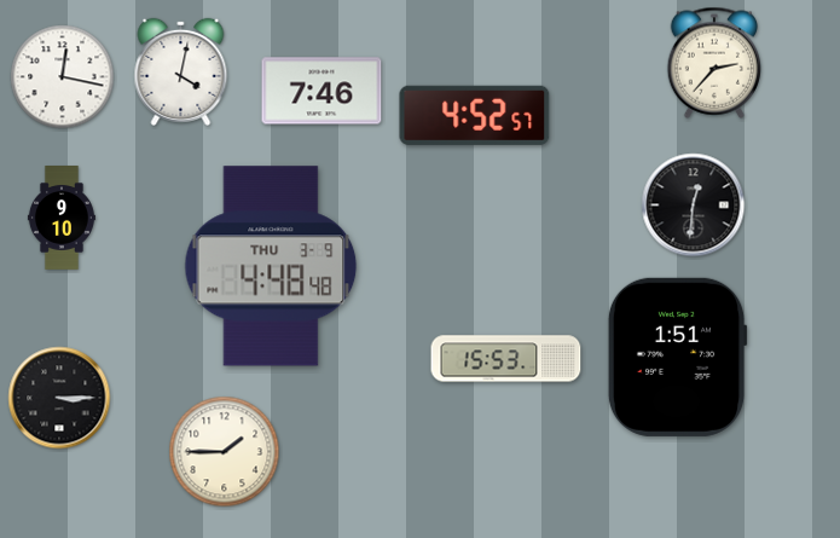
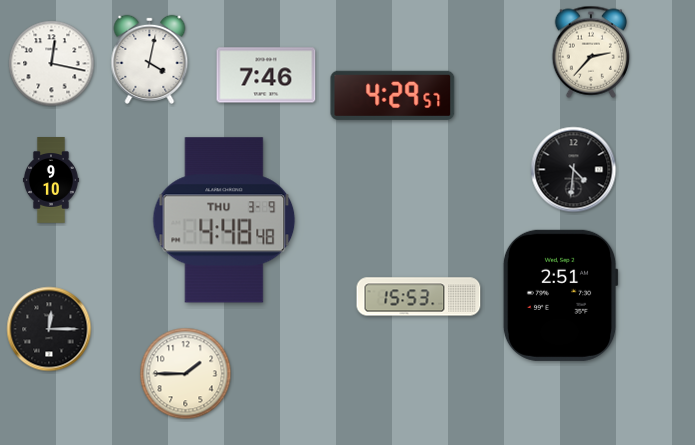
clock at (475, 115): 4:52 -> 4:29
clock at (694, 206): 12:31 -> 4:31
clock at (677, 357): 1:51 -> 2:51
clock at (59, 398): 3:15 -> 12:15
